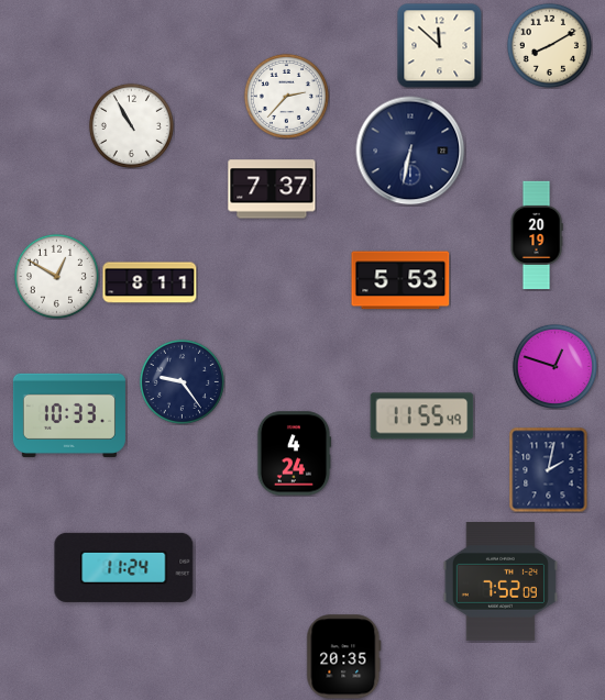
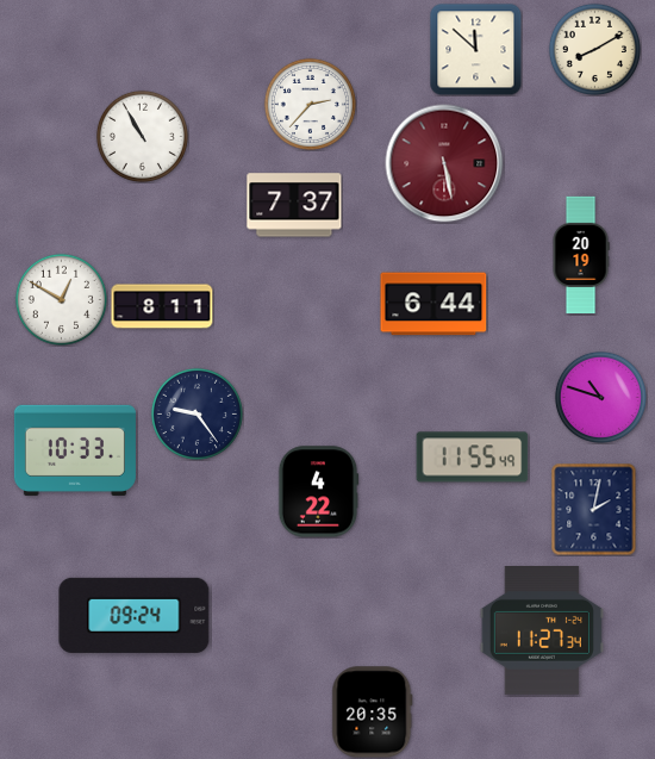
clock at (410, 151): 6:32 -> 5:28
clock at (410, 151) dial: navy -> burgundy
clock at (400, 280): 5:53 -> 6:44
clock at (554, 366): 12:48 -> 10:48
clock at (422, 416) position: (422, 416) -> (473, 458)
clock at (294, 454): 4:24 -> 4:22
clock at (124, 567): 11:24 -> 09:24
clock at (501, 582): 7:52 -> 11:27
